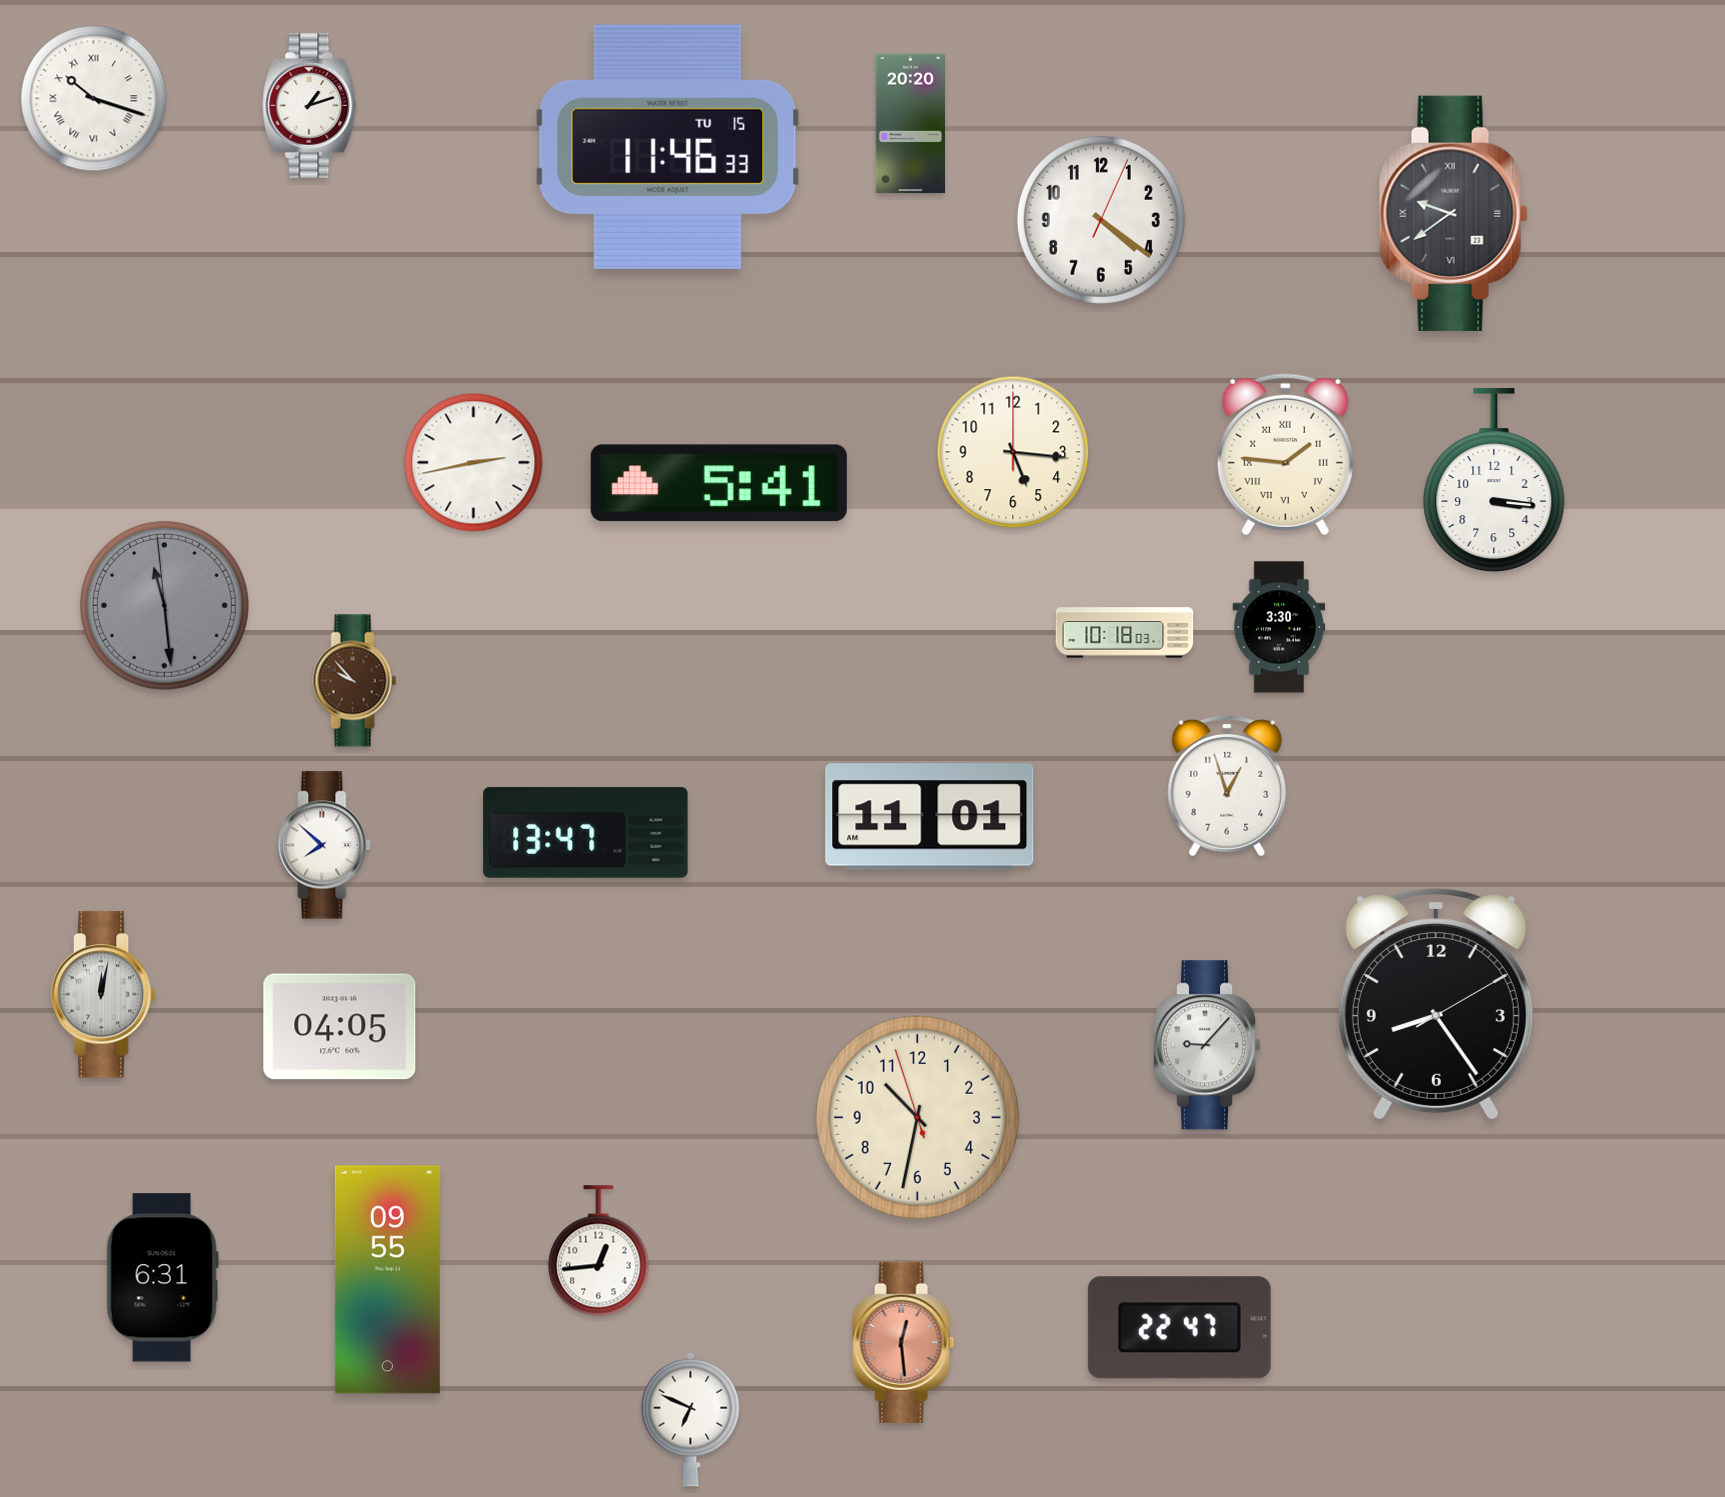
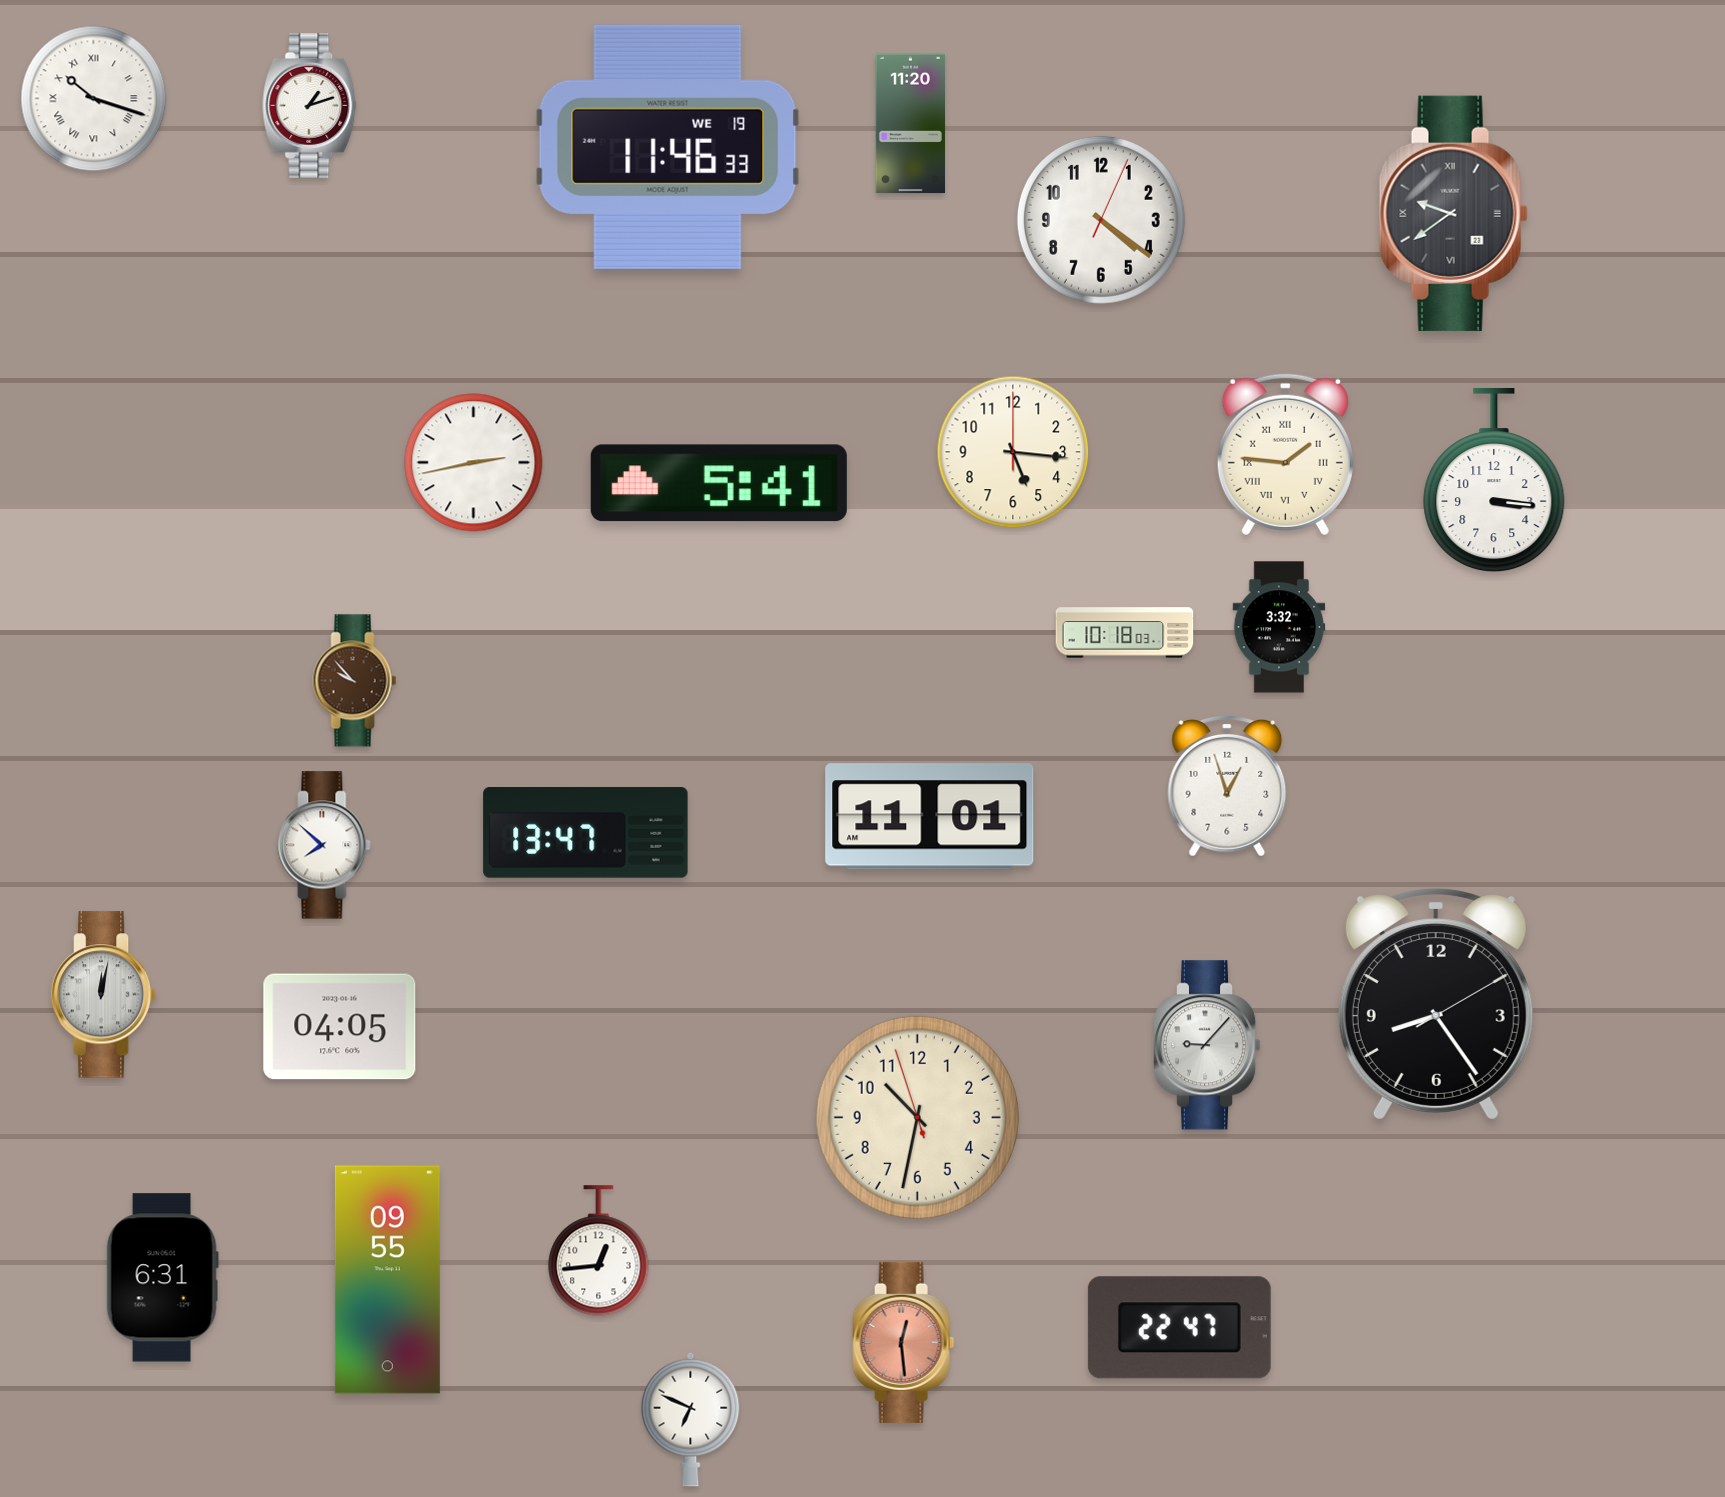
clock at (910, 124): 20:20 -> 11:20
clock at (668, 147) date: TU 15 -> WE 19
clock at (164, 605): 11:28 -> none
clock at (1279, 627): 3:30 -> 3:32
